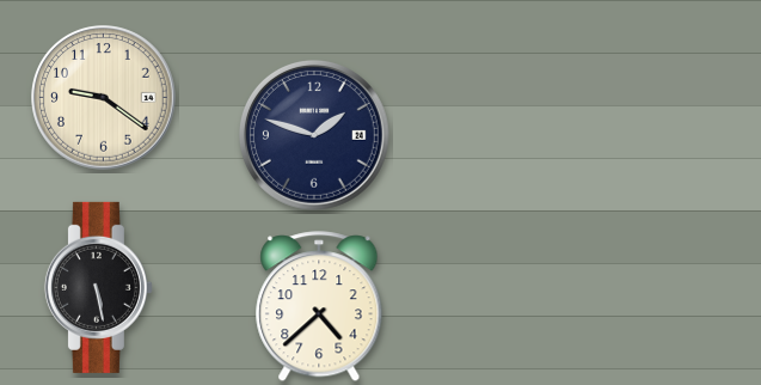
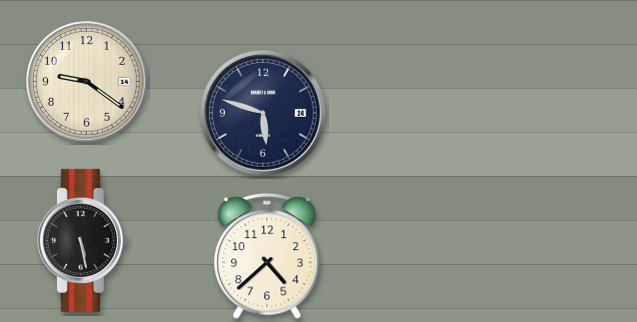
clock at (314, 135): 1:48 -> 5:48
